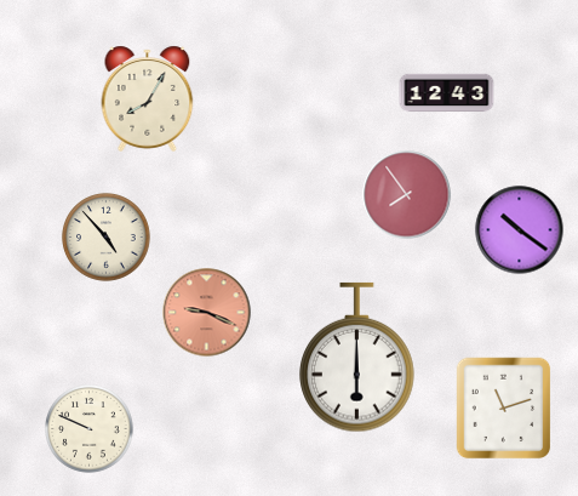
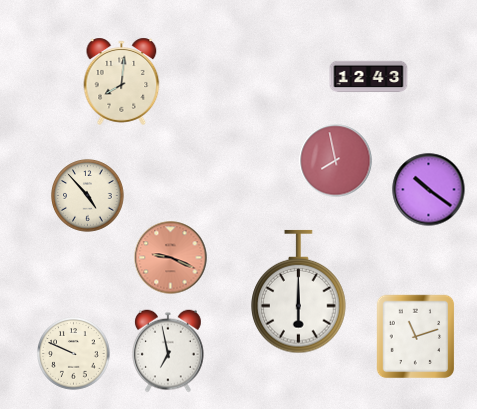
clock at (148, 98): 8:05 -> 8:01
clock at (407, 195): 7:54 -> 7:58
clock at (357, 358) position: (357, 358) -> (299, 292)
clock at (169, 351): none -> 6:58
